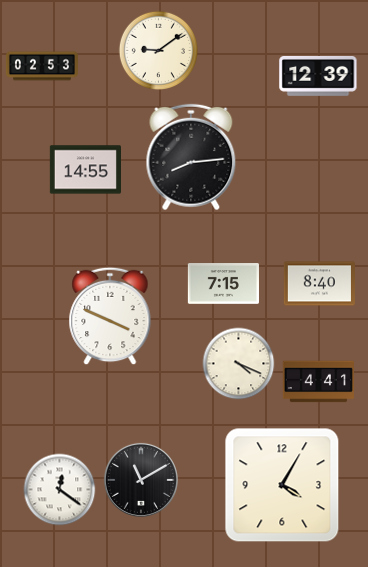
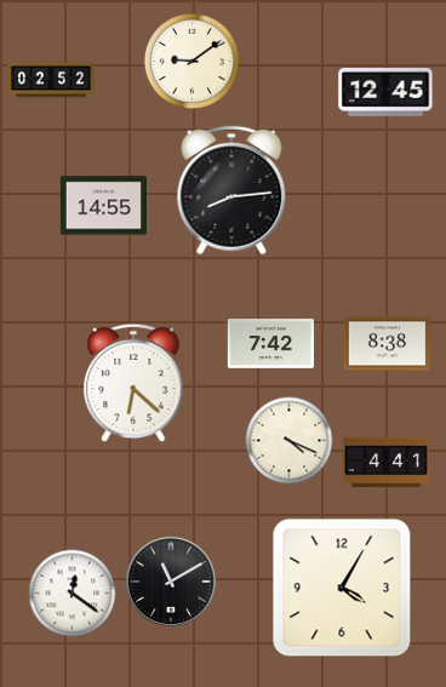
clock at (42, 66): 02:53 -> 02:52
clock at (318, 76): 12:39 -> 12:45
clock at (223, 284): 7:15 -> 7:42
clock at (319, 284): 8:40 -> 8:38
clock at (110, 316): 3:49 -> 6:22
